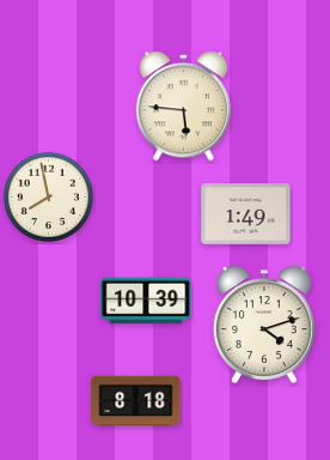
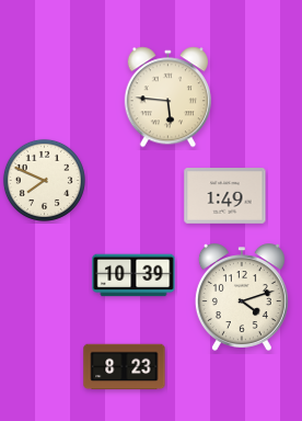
clock at (48, 196): 7:58 -> 7:49
clock at (136, 401): 8:18 -> 8:23
